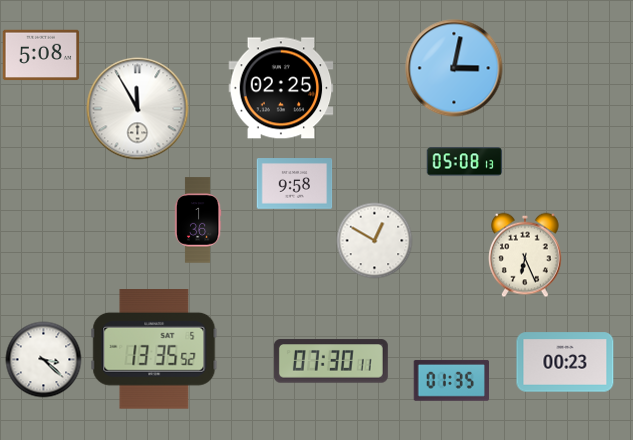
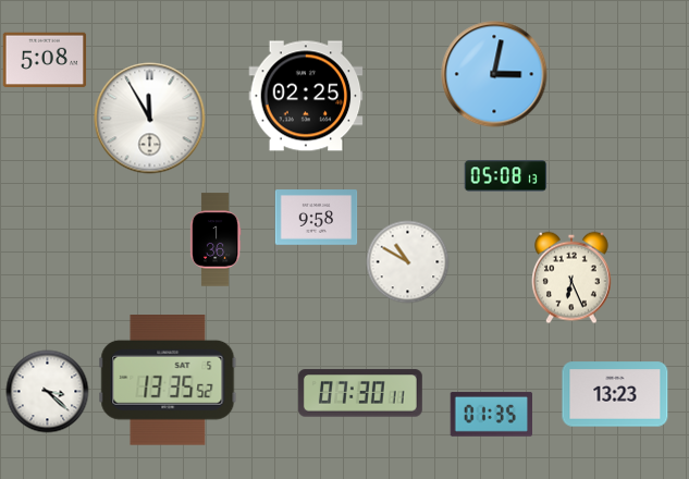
clock at (295, 184) position: (295, 184) -> (317, 218)
clock at (375, 241): 12:50 -> 10:50
clock at (565, 362): 00:23 -> 13:23
